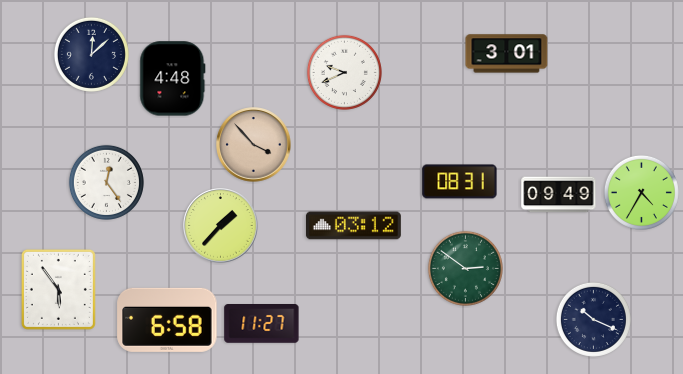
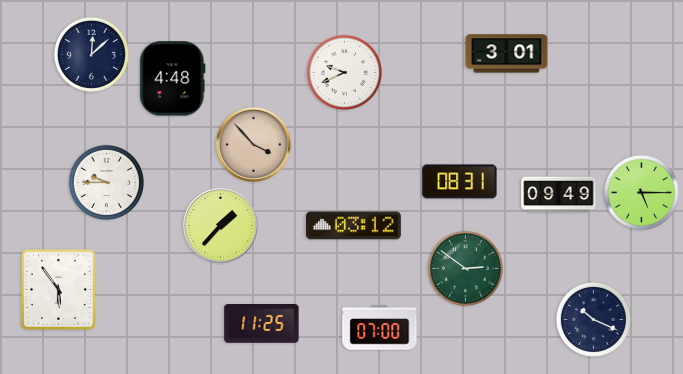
clock at (106, 182): 12:24 -> 9:45
clock at (641, 192): 4:35 -> 5:15
clock at (167, 320): 6:58 -> none
clock at (262, 324): 11:27 -> 11:25
clock at (380, 328): none -> 07:00
